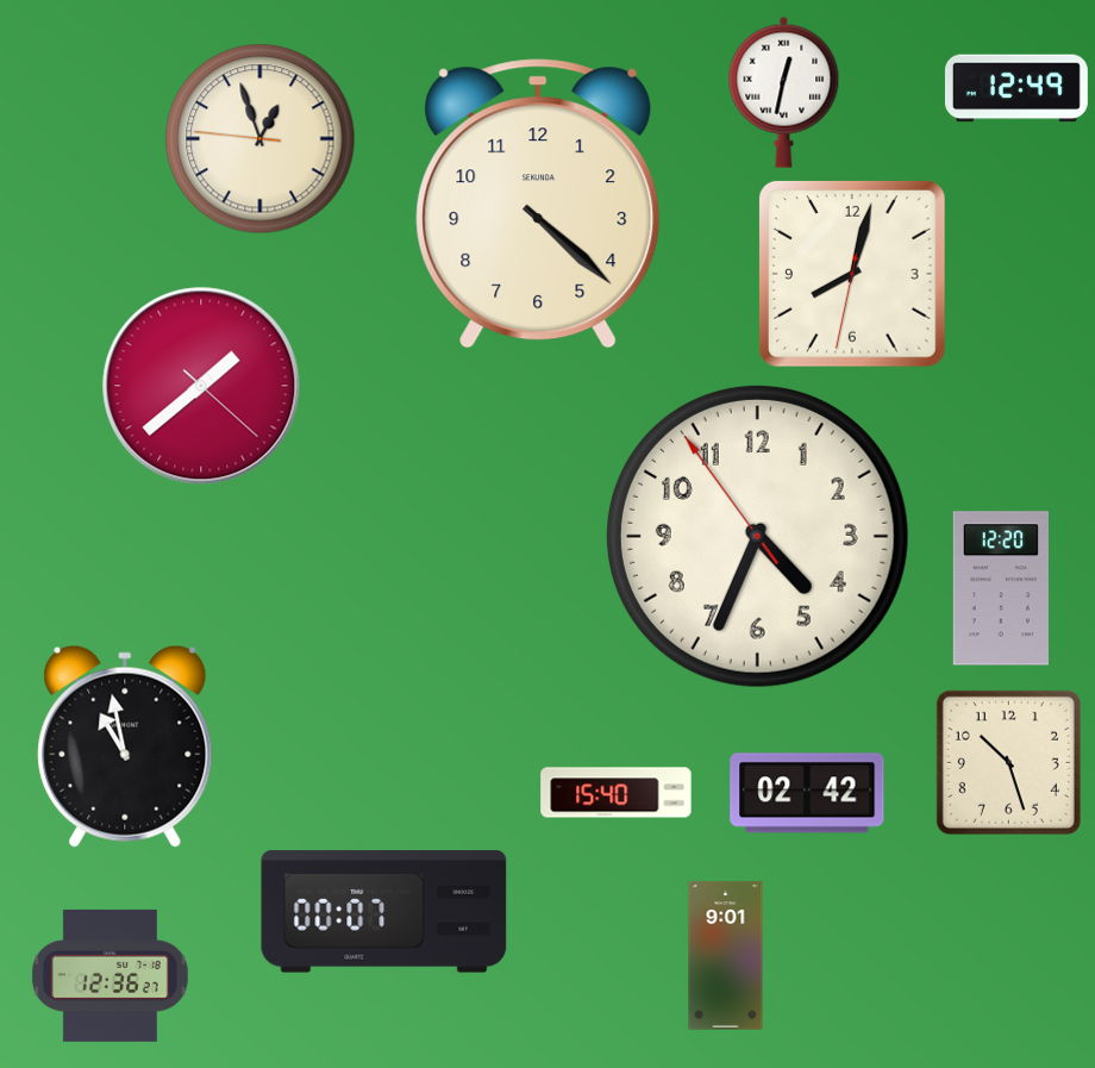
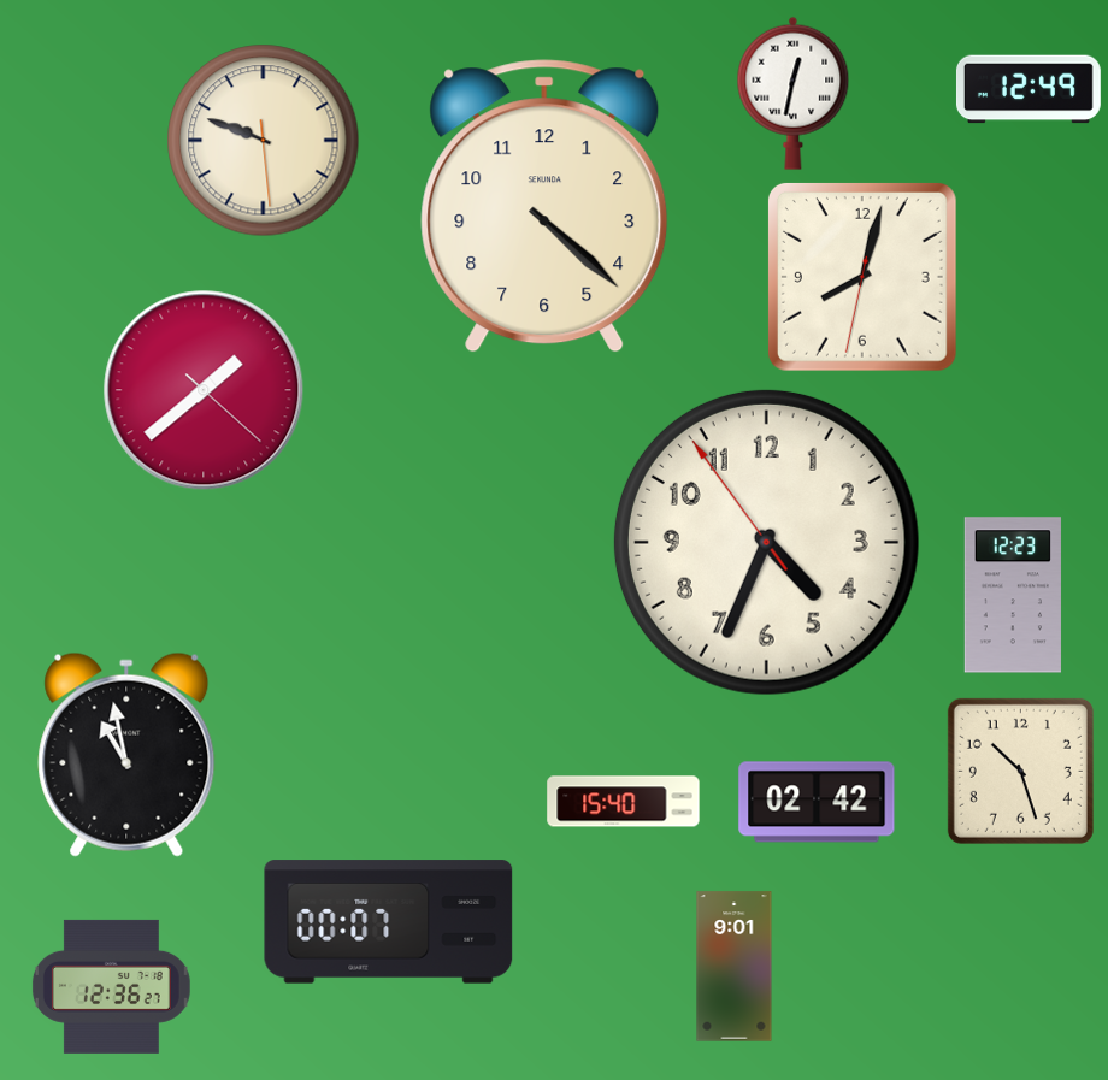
clock at (261, 139): 12:56 -> 9:48
clock at (1001, 588): 12:20 -> 12:23
